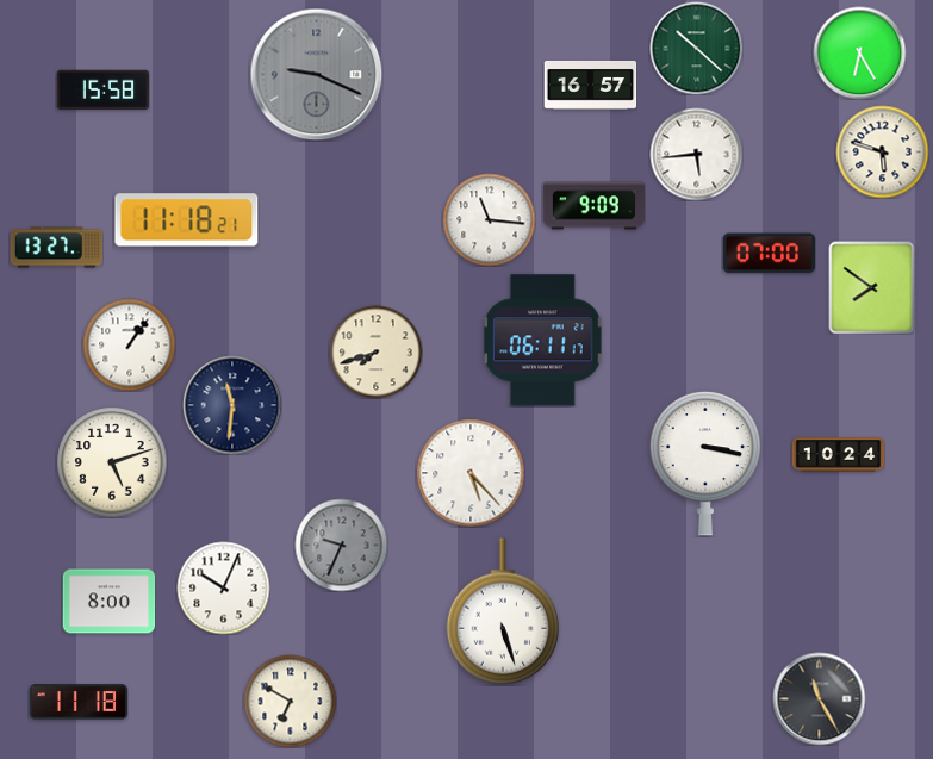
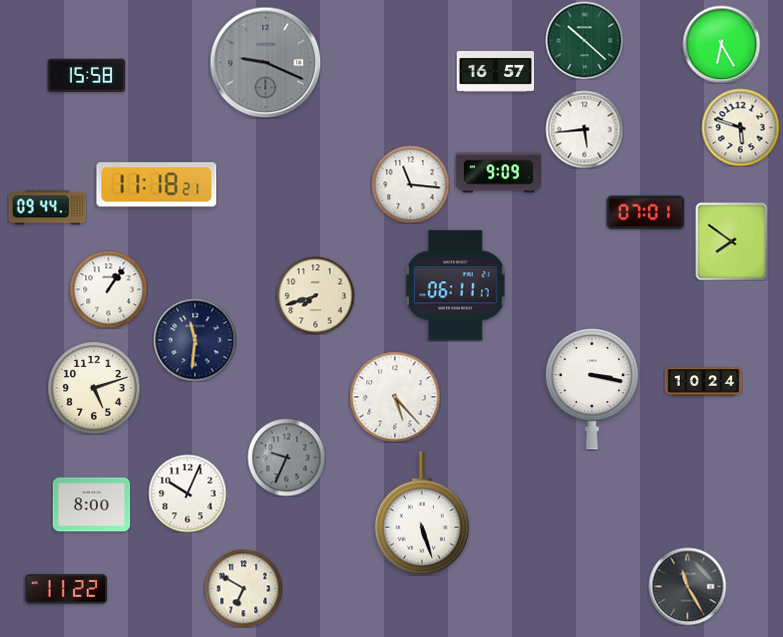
clock at (56, 248): 13:27 -> 09:44
clock at (769, 254): 07:00 -> 07:01
clock at (79, 702): 11:18 -> 11:22
